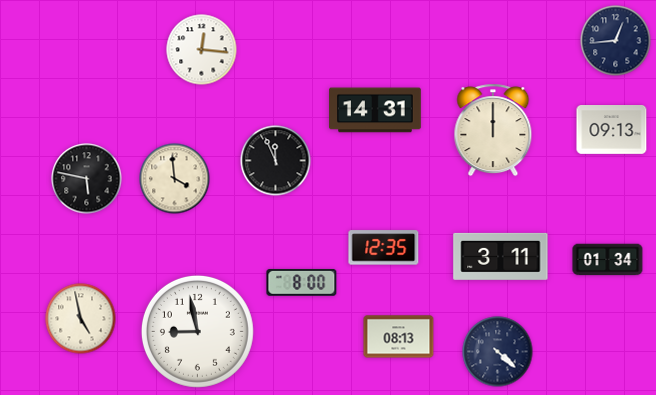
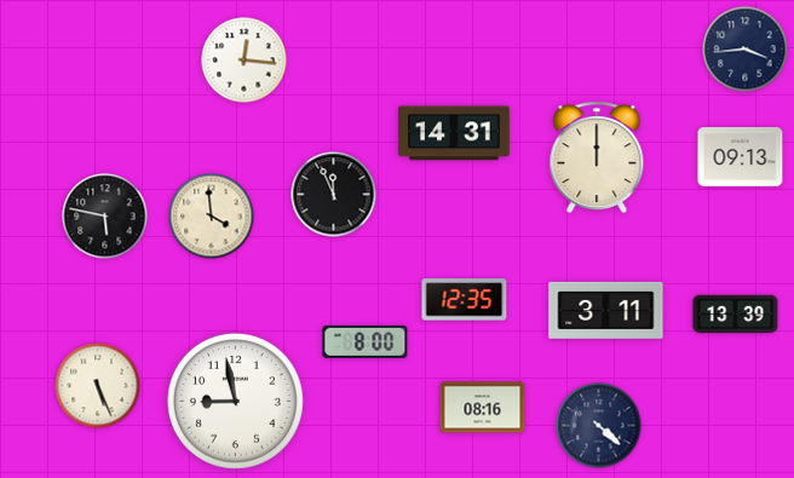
clock at (616, 41): 12:44 -> 3:44
clock at (608, 260): 01:34 -> 13:39
clock at (81, 319): 4:58 -> 5:26
clock at (197, 331) position: (197, 331) -> (235, 401)
clock at (399, 337): 08:13 -> 08:16
clock at (498, 352) position: (498, 352) -> (599, 426)
